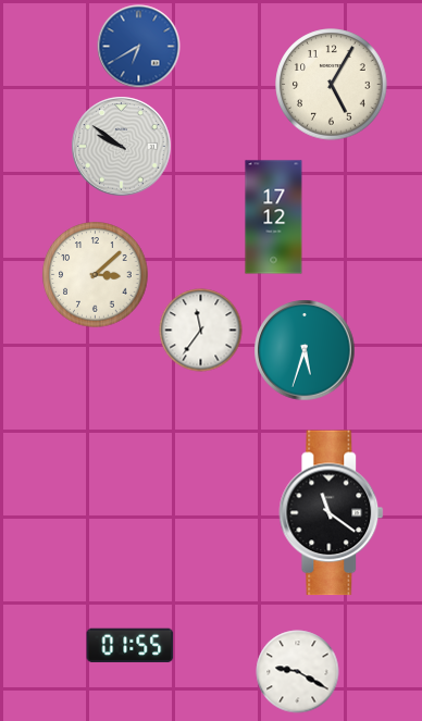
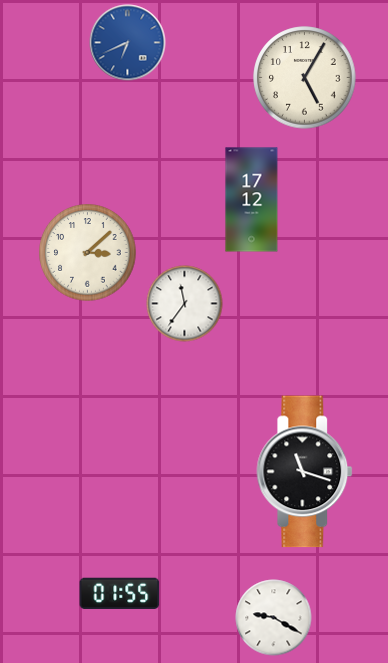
clock at (139, 47): 6:40 -> 6:41
clock at (122, 147): 9:51 -> none
clock at (305, 350): 5:33 -> none
clock at (332, 513): 11:21 -> 11:18
